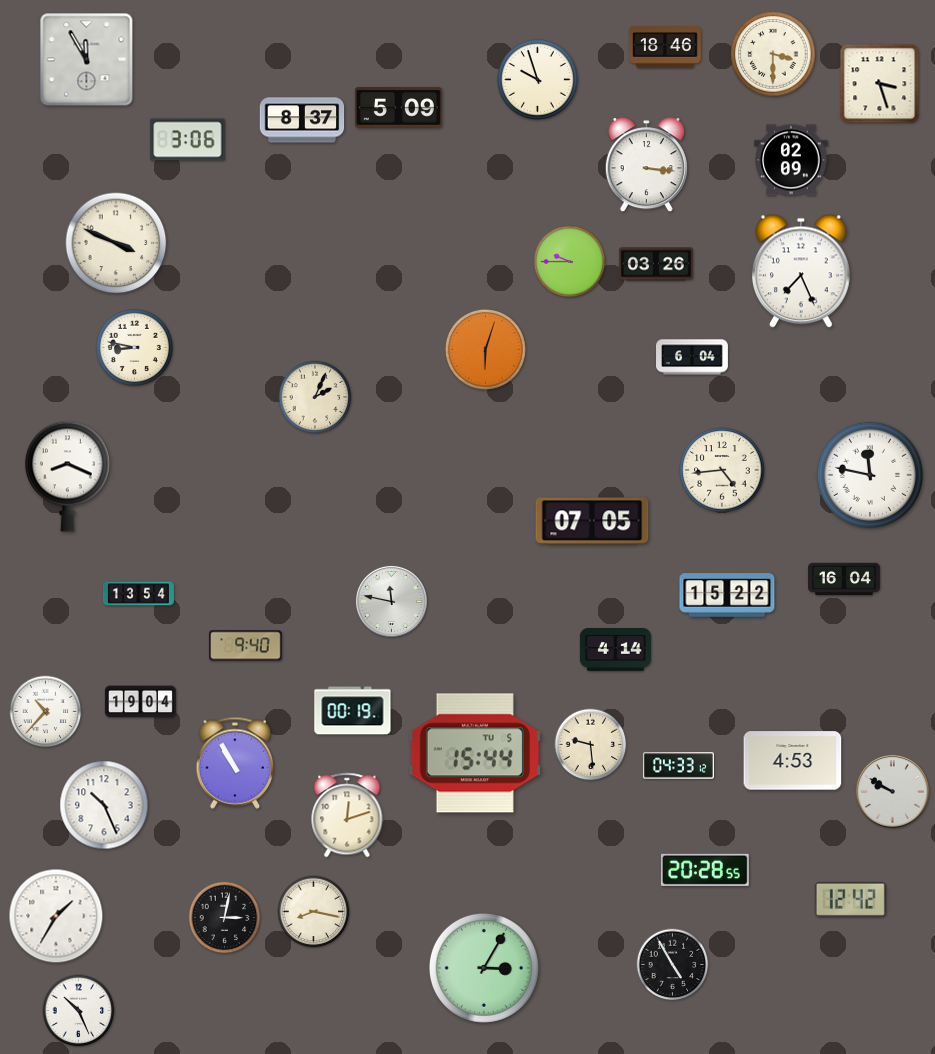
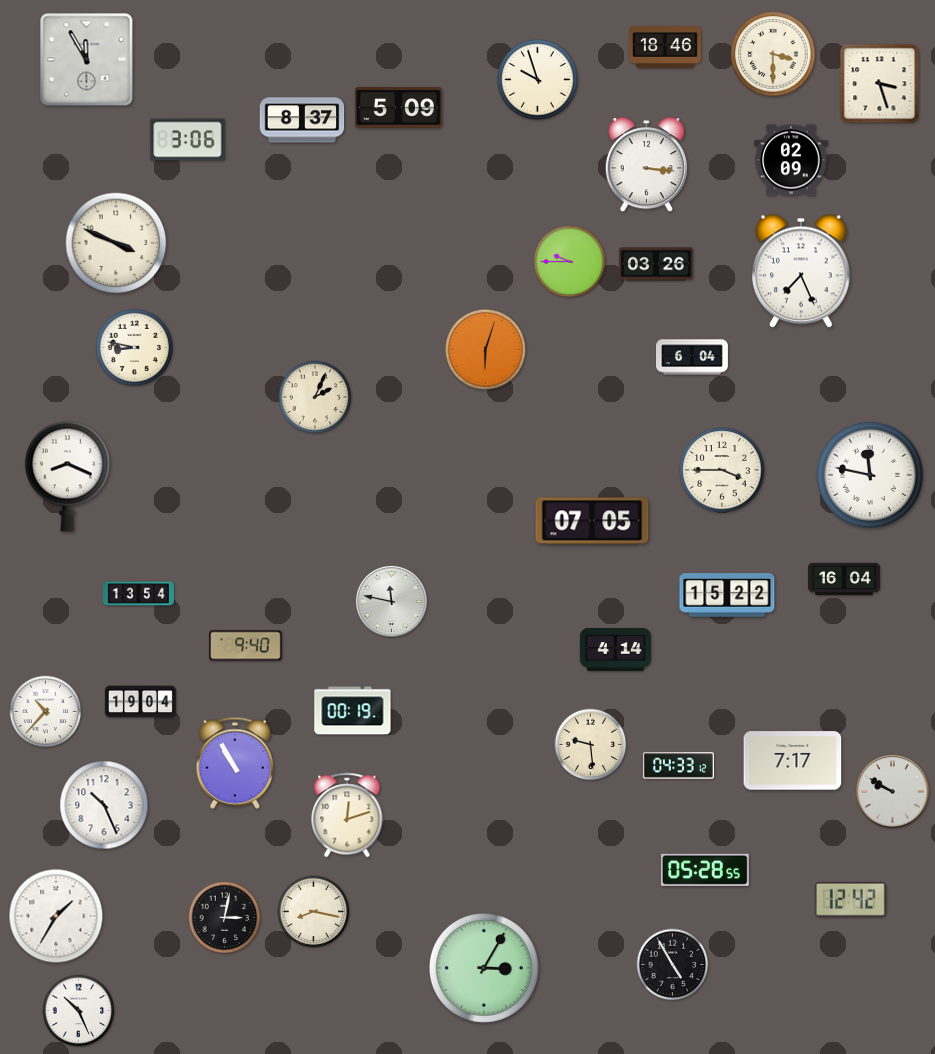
clock at (722, 470): 4:44 -> 3:45
clock at (475, 753): 15:44 -> none
clock at (793, 761): 4:53 -> 7:17
clock at (705, 870): 20:28 -> 05:28
